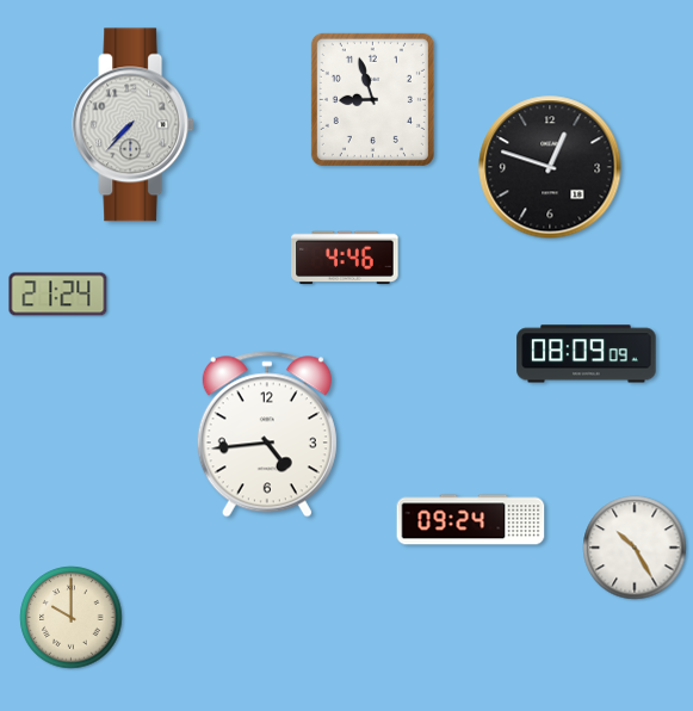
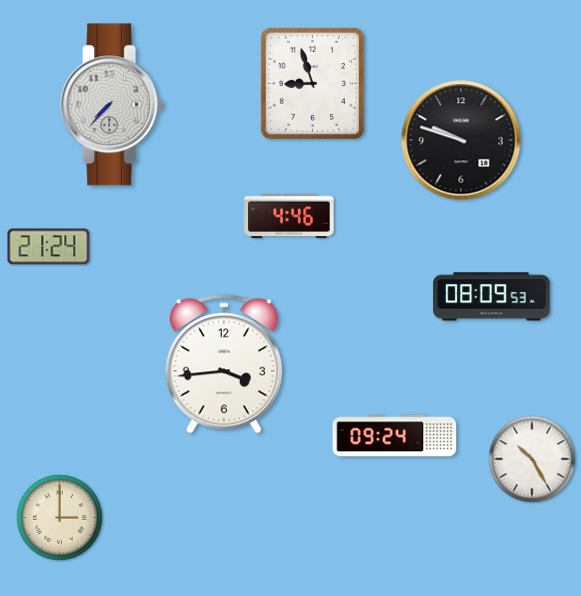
clock at (550, 167): 12:48 -> 9:48
clock at (587, 354): 08:09:09 -> 08:09:53
clock at (267, 434): 4:44 -> 3:44
clock at (72, 618): 10:00 -> 3:00
